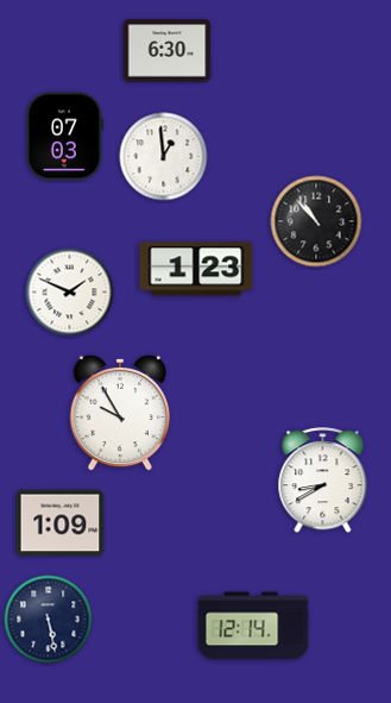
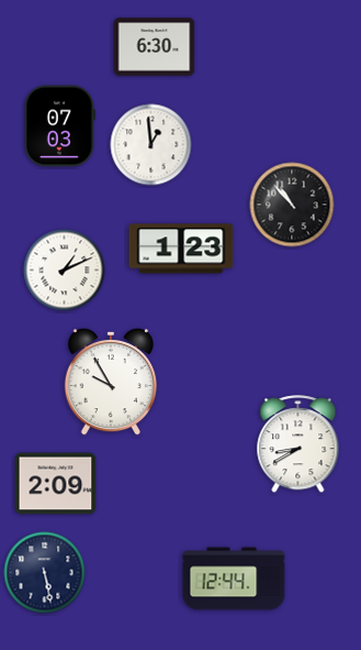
clock at (70, 293): 1:49 -> 1:11
clock at (61, 523): 1:09 -> 2:09
clock at (253, 626): 12:14 -> 12:44
